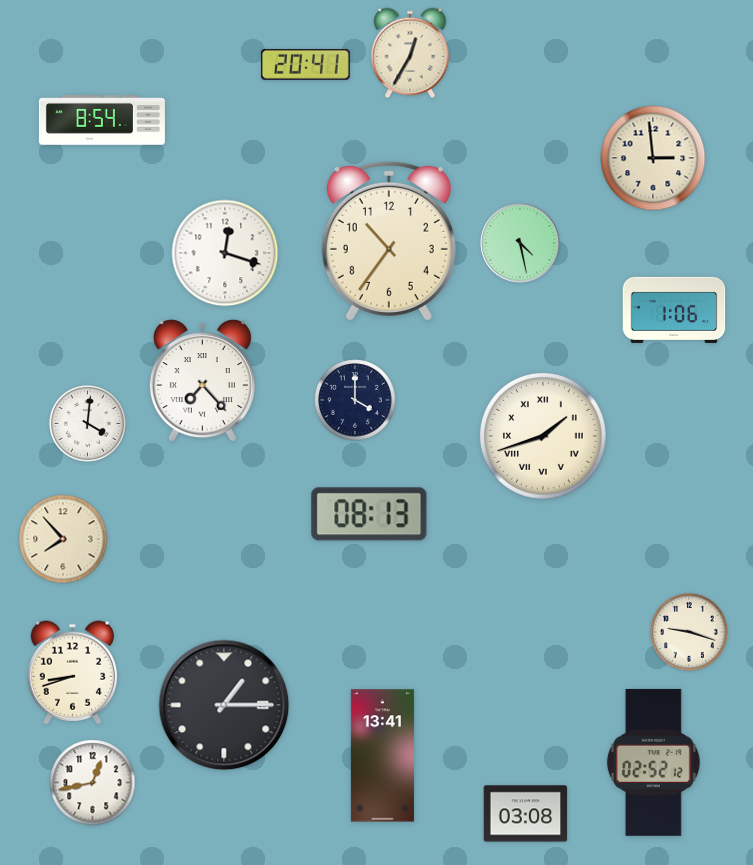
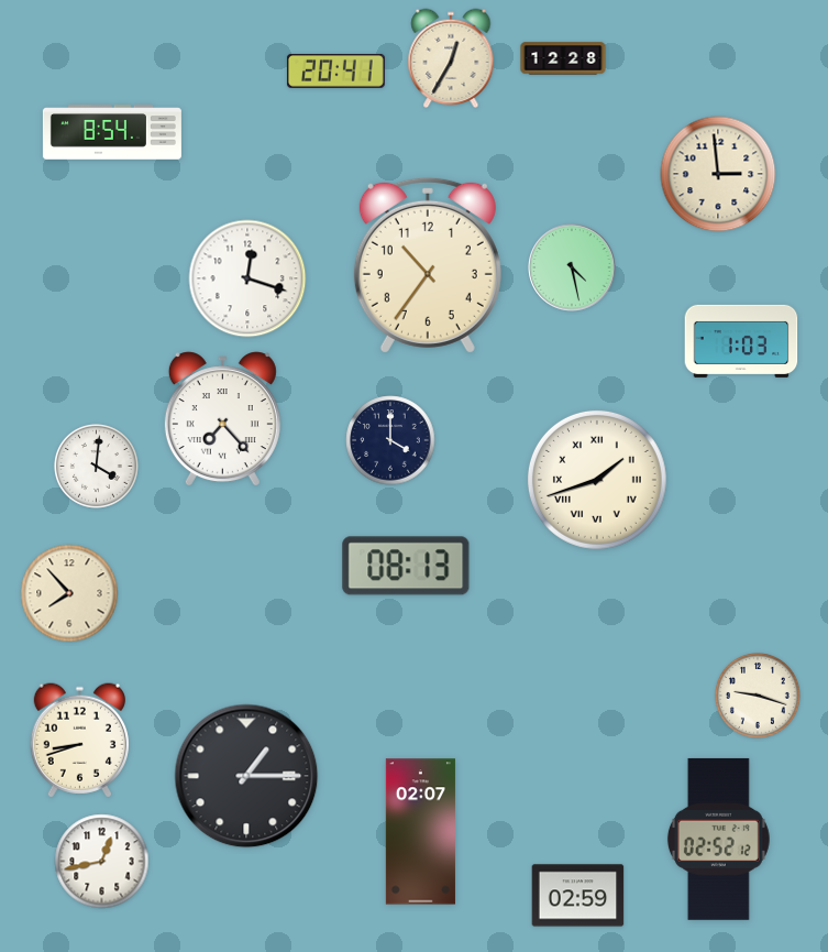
clock at (563, 58): none -> 12:28
clock at (674, 310): 1:06 -> 1:03
clock at (382, 756): 13:41 -> 02:07
clock at (526, 814): 03:08 -> 02:59
